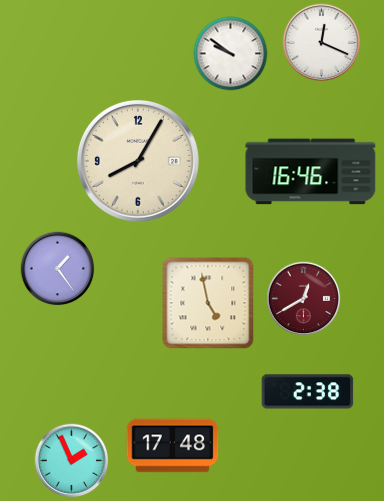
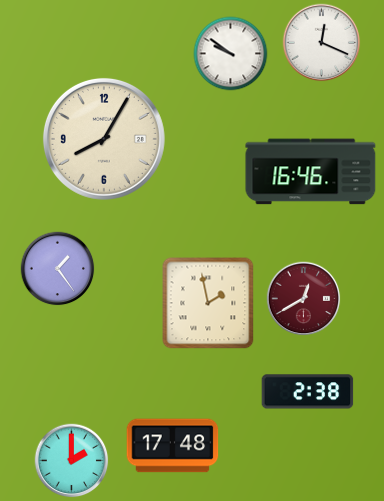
clock at (138, 161) position: (138, 161) -> (104, 139)
clock at (208, 303): 4:58 -> 1:58
clock at (72, 461): 1:56 -> 2:00
